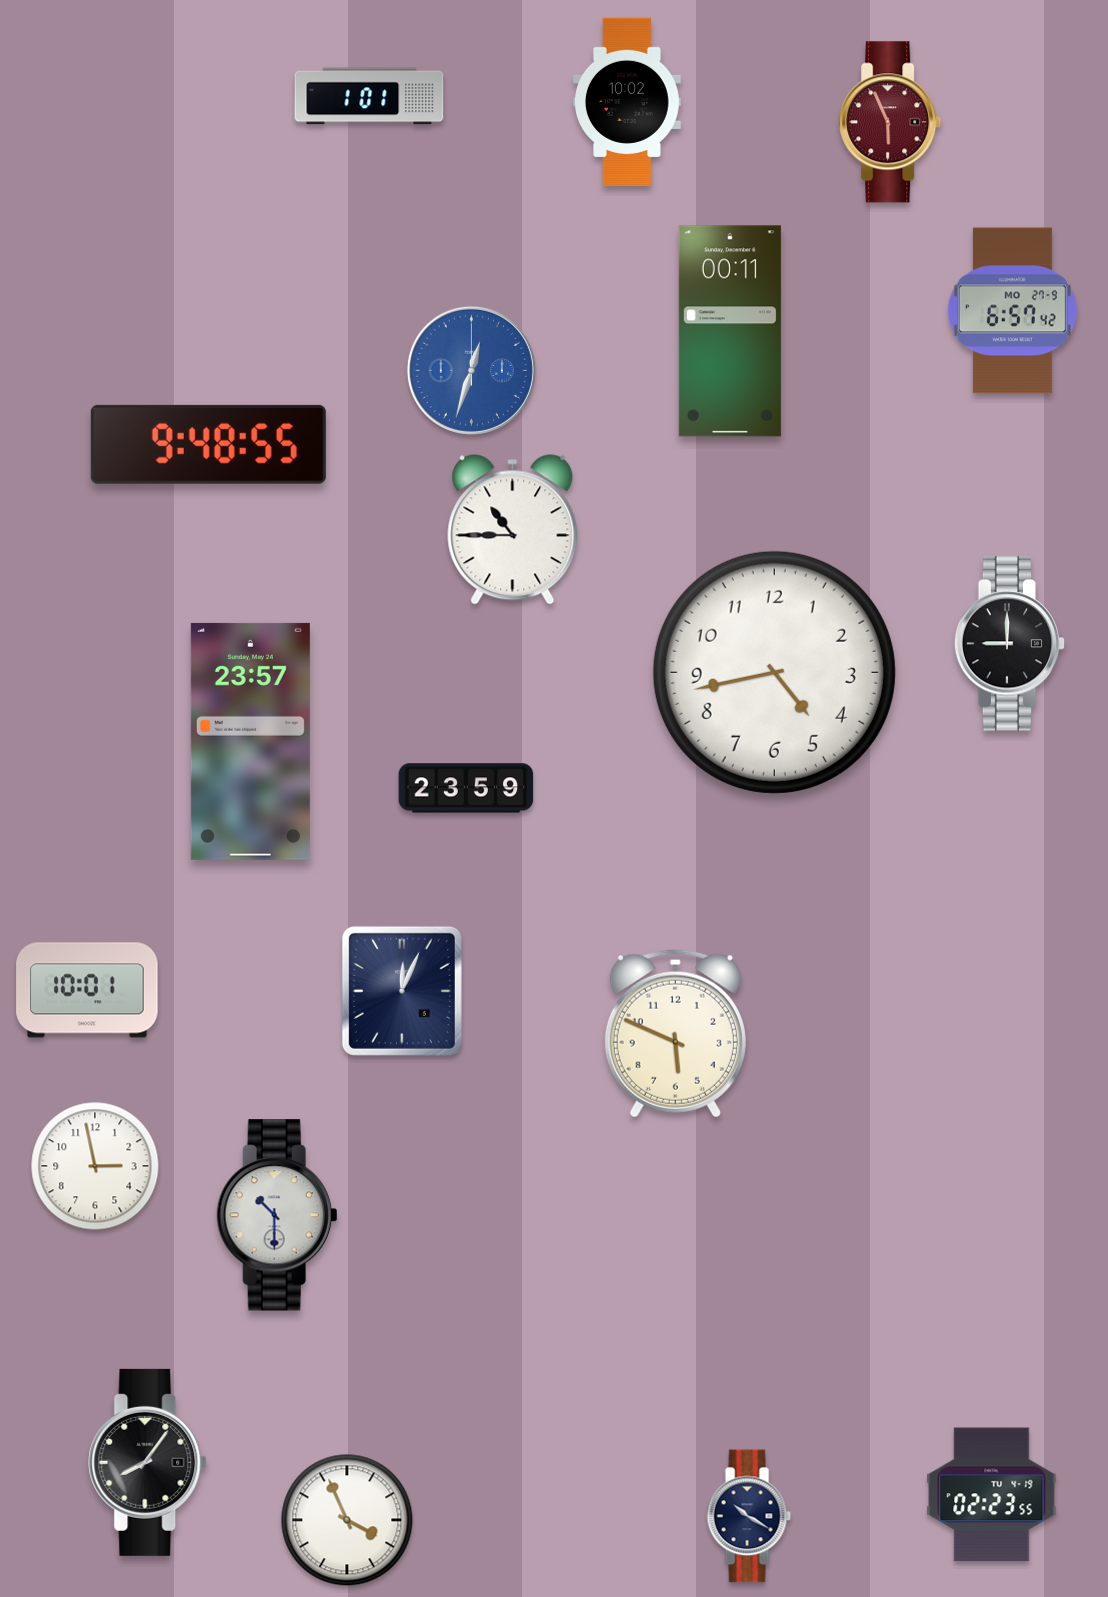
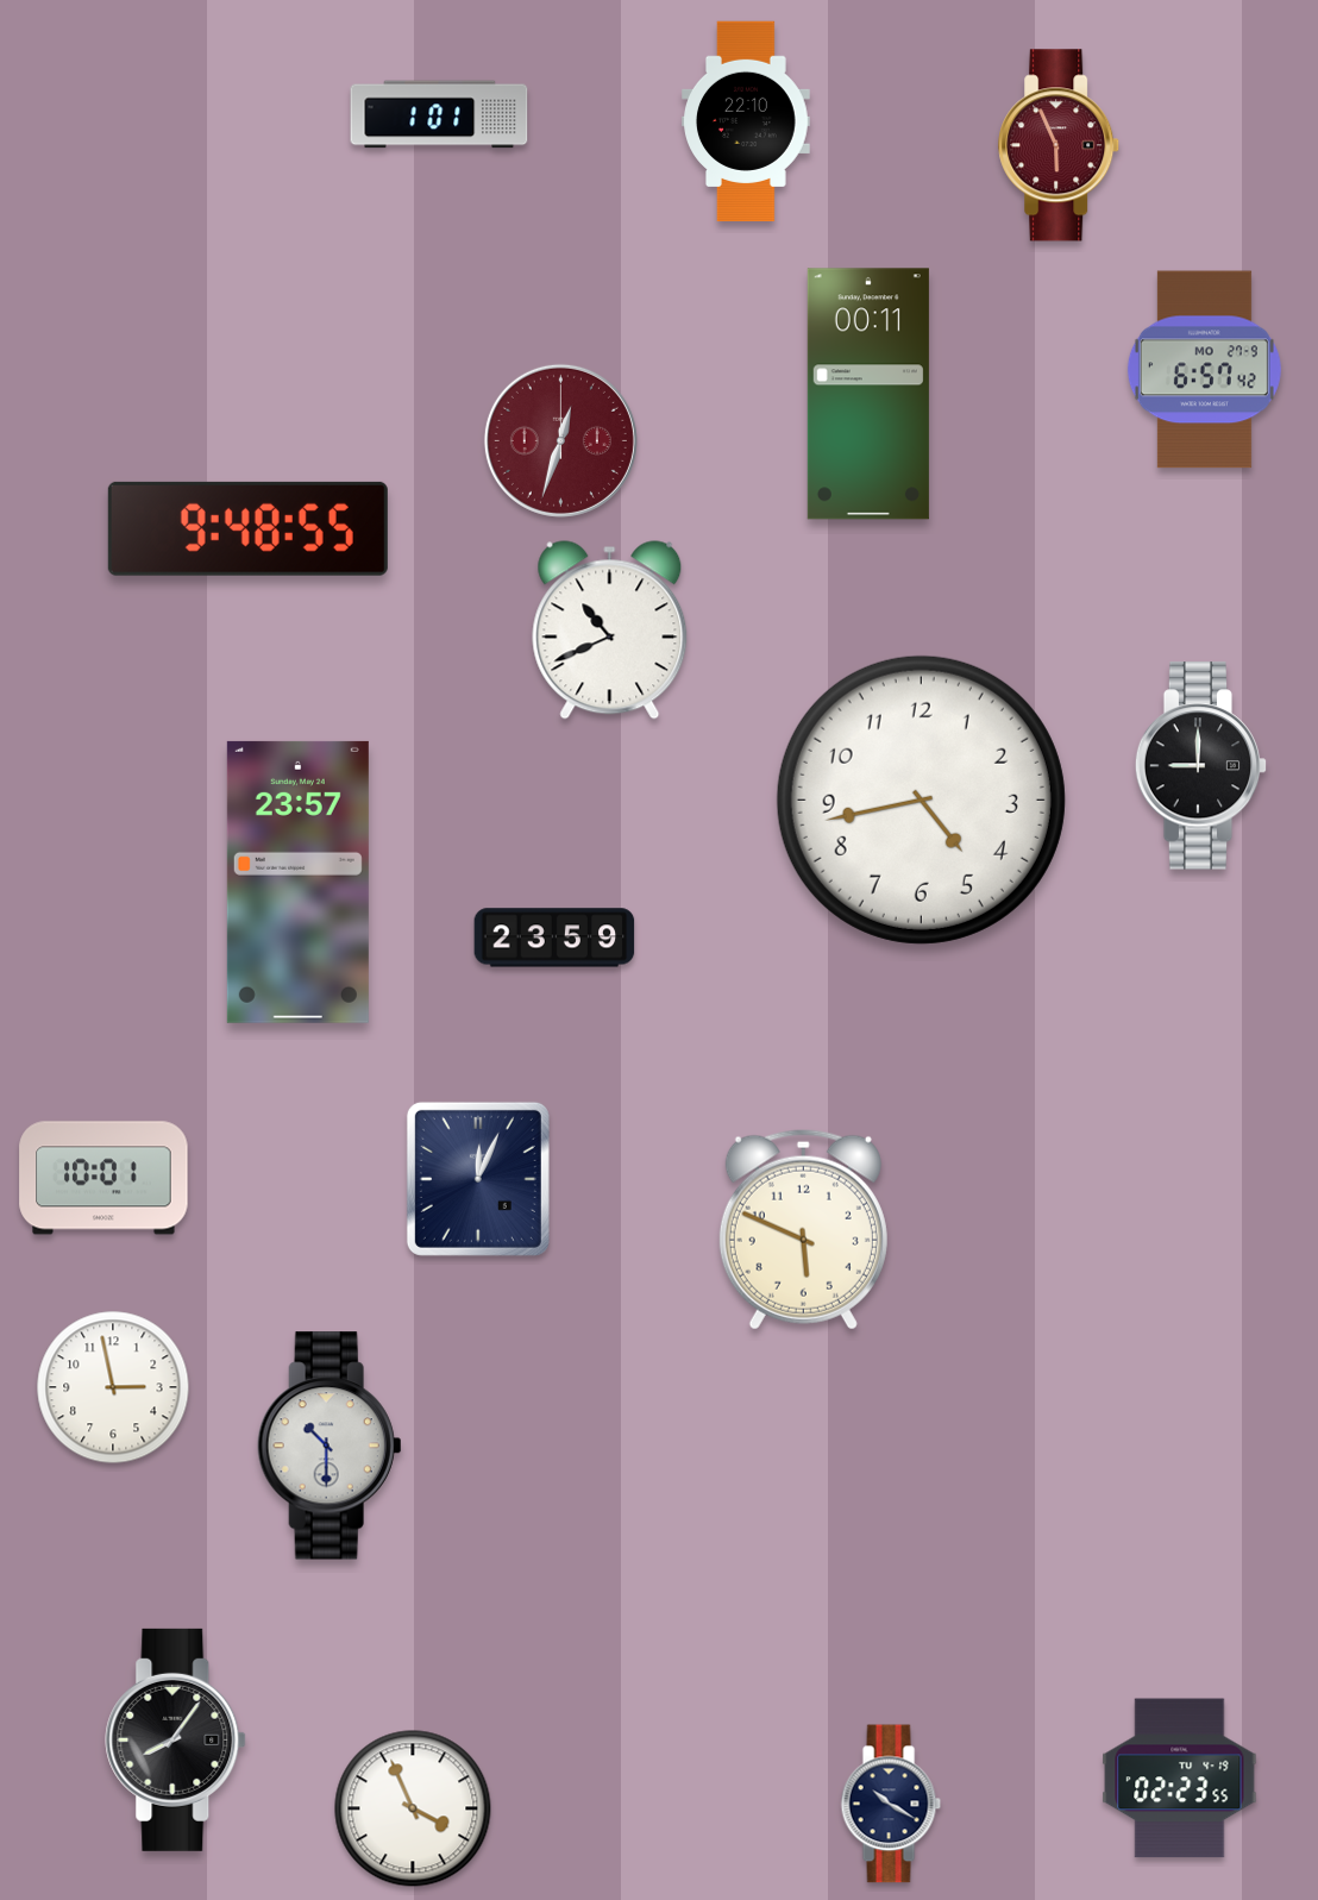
clock at (628, 101): 10:02 -> 22:10
clock at (471, 370) dial: blue -> burgundy
clock at (513, 530): 10:45 -> 10:41
